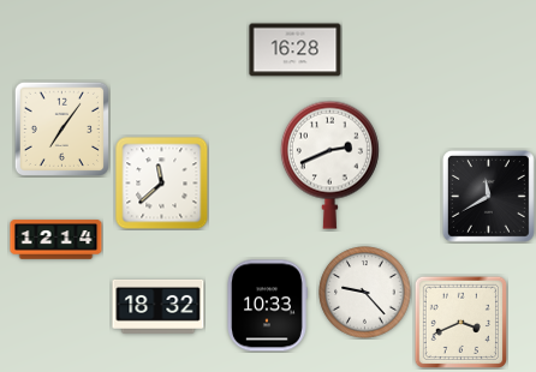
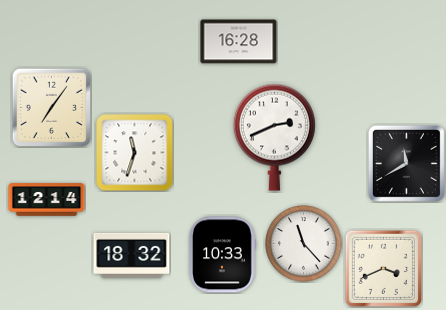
clock at (296, 50) position: (296, 50) -> (239, 42)
clock at (162, 184): 11:38 -> 11:33
clock at (365, 293): 9:23 -> 11:23
